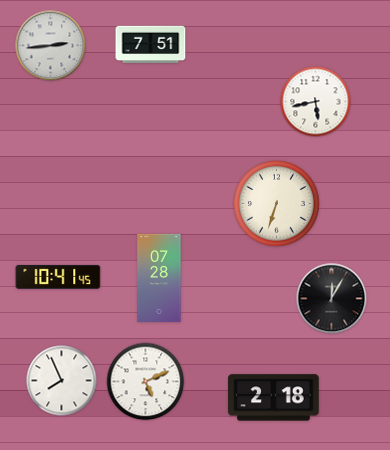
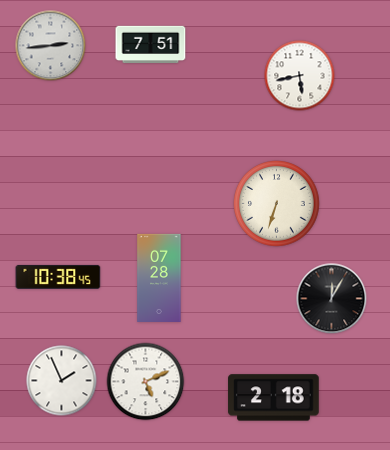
clock at (316, 102) position: (316, 102) -> (300, 76)
clock at (58, 277): 10:41 -> 10:38
clock at (62, 381): 7:56 -> 1:56
